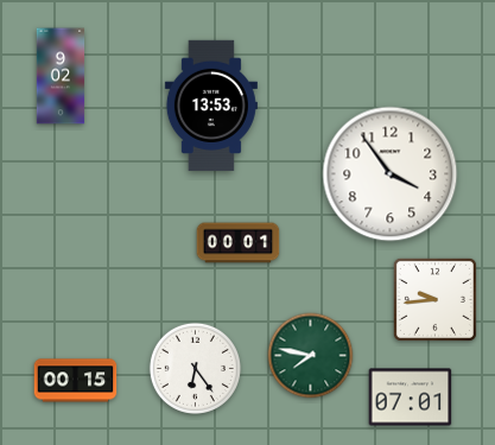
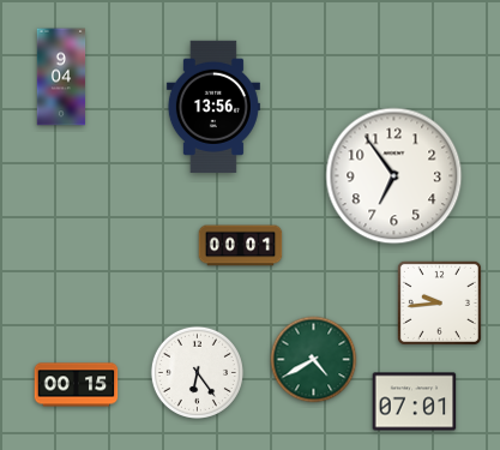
clock at (61, 76): 9:02 -> 9:04
clock at (211, 106): 13:53 -> 13:56
clock at (391, 174): 3:54 -> 6:54
clock at (311, 356): 7:47 -> 4:40
